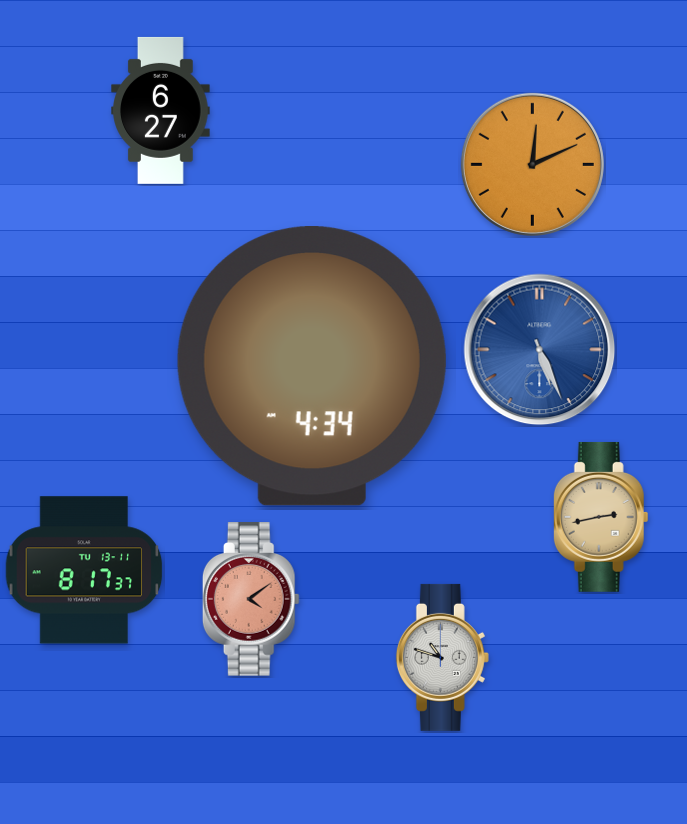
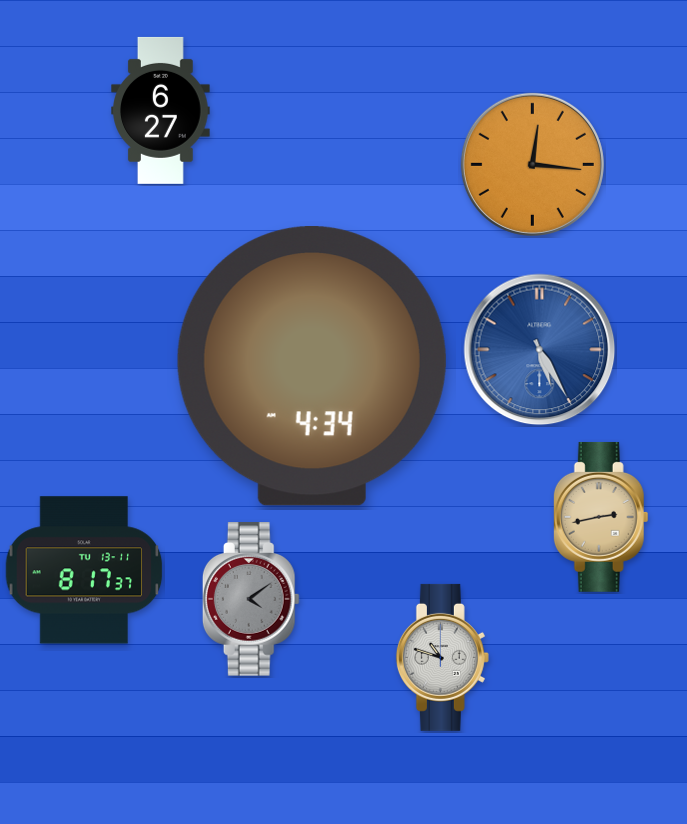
clock at (532, 164): 12:11 -> 12:16
clock at (540, 350): 5:26 -> 5:25
clock at (251, 599) dial: salmon -> grey
